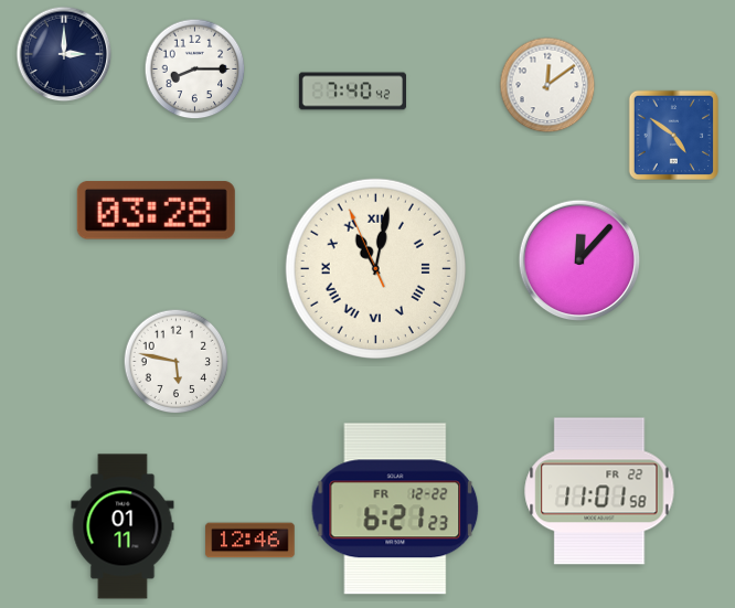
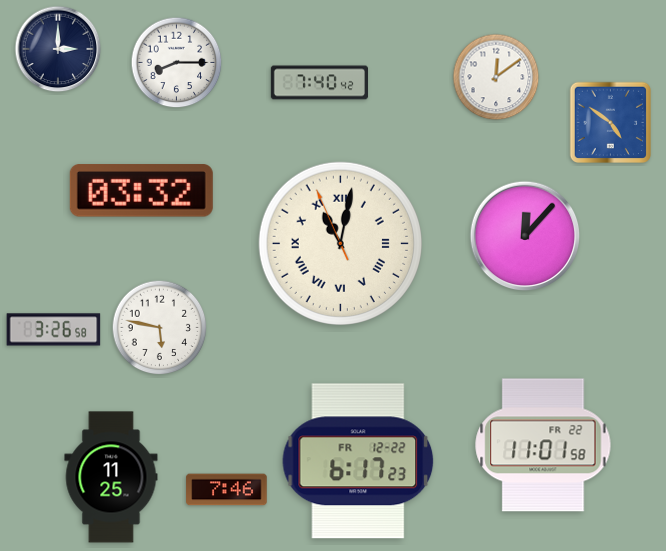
clock at (156, 211): 03:28 -> 03:32
clock at (54, 330): none -> 3:26
clock at (395, 509): 6:21 -> 6:17
clock at (122, 526): 01:11 -> 11:25
clock at (251, 541): 12:46 -> 7:46
